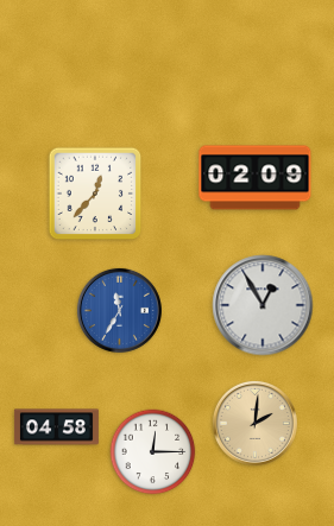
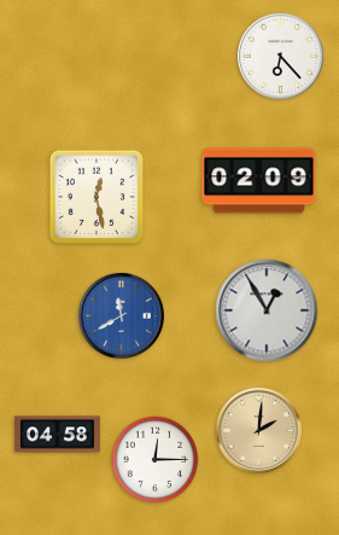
clock at (280, 56): none -> 6:23
clock at (95, 194): 12:37 -> 12:28
clock at (119, 310): 11:35 -> 11:40
